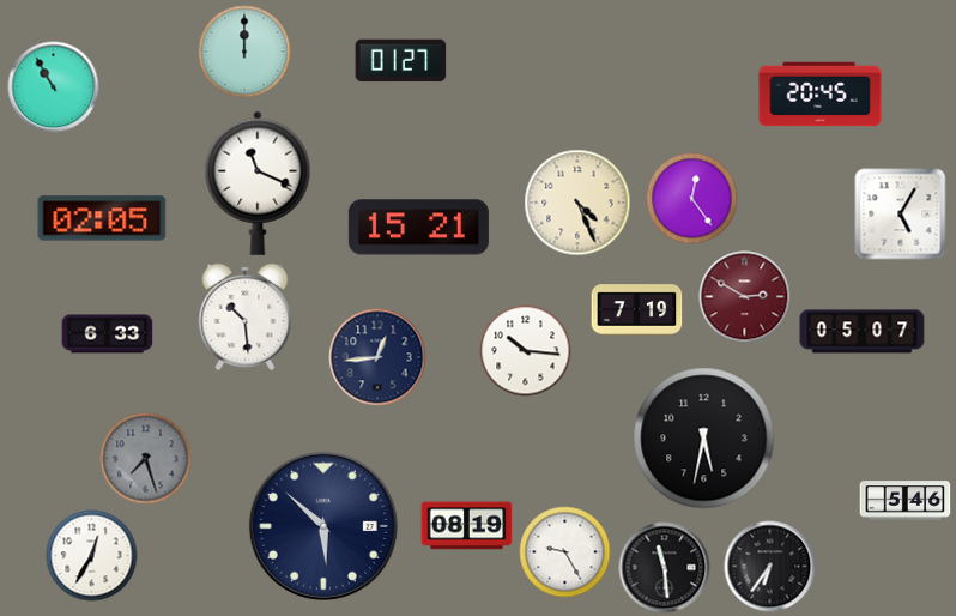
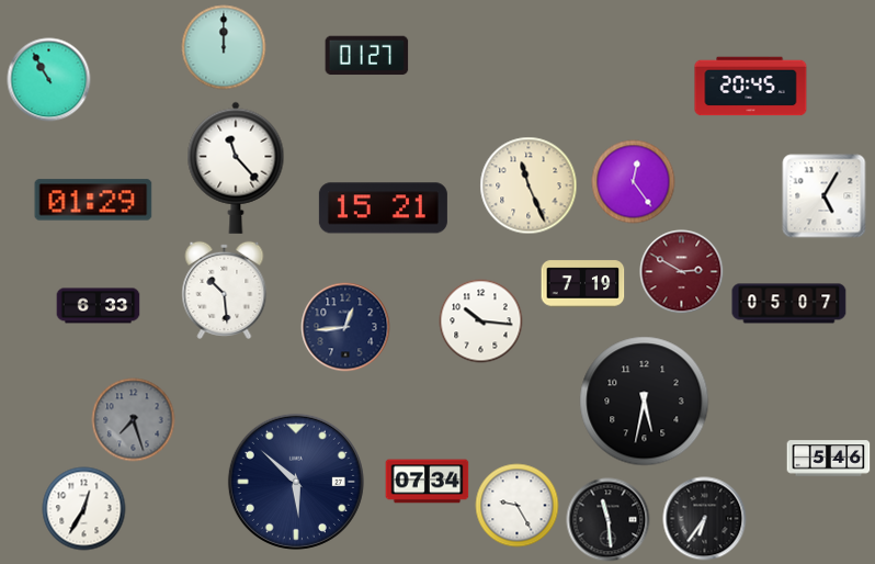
clock at (258, 183): 11:19 -> 11:23
clock at (577, 203): 4:26 -> 11:26
clock at (102, 218): 02:05 -> 01:29
clock at (467, 526): 08:19 -> 07:34
